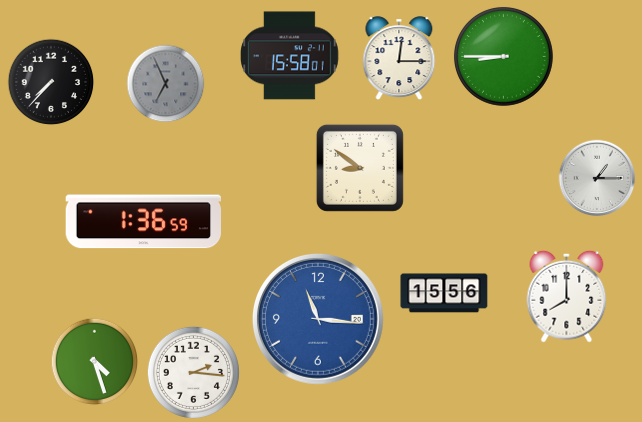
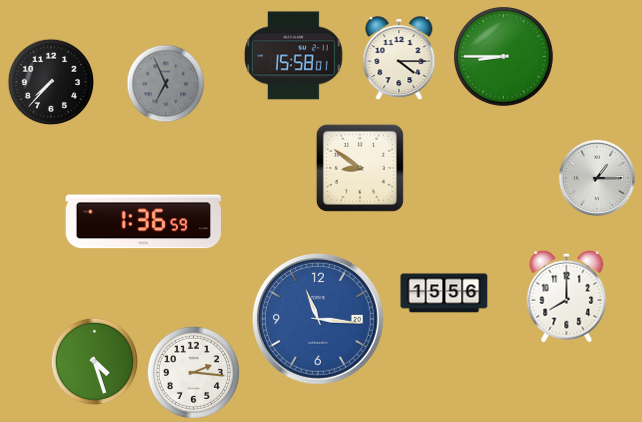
clock at (290, 56) position: (290, 56) -> (294, 56)
clock at (399, 59): 12:15 -> 4:15
